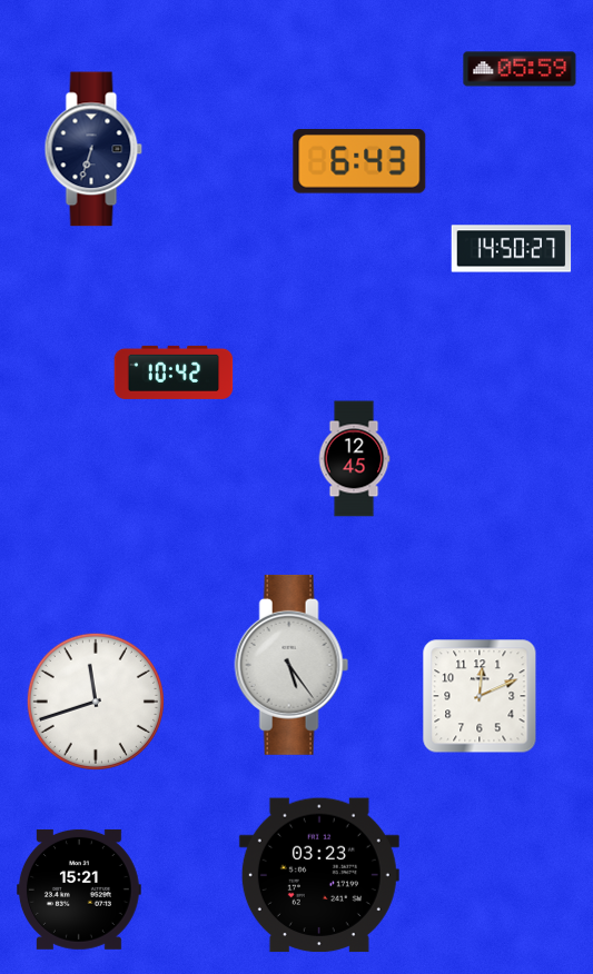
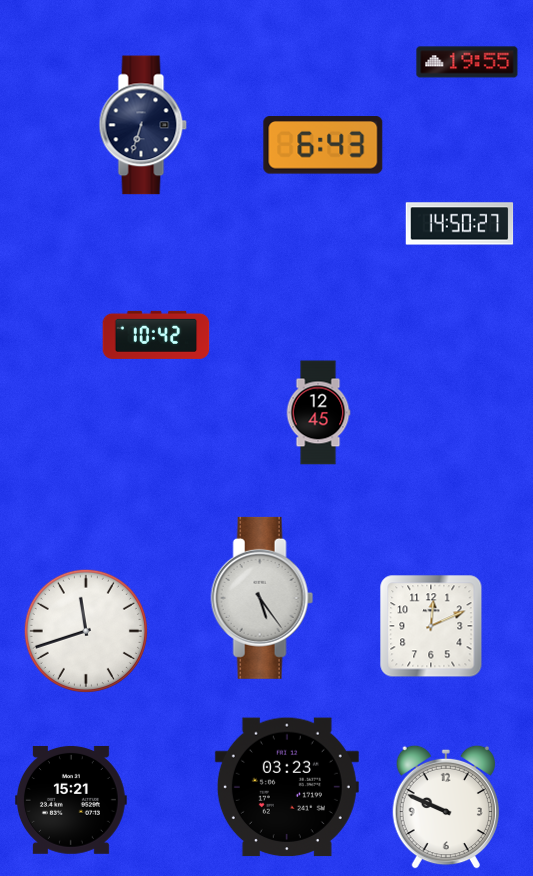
clock at (520, 69): 05:59 -> 19:55
clock at (93, 149) position: (93, 149) -> (143, 125)
clock at (445, 807): none -> 9:49
